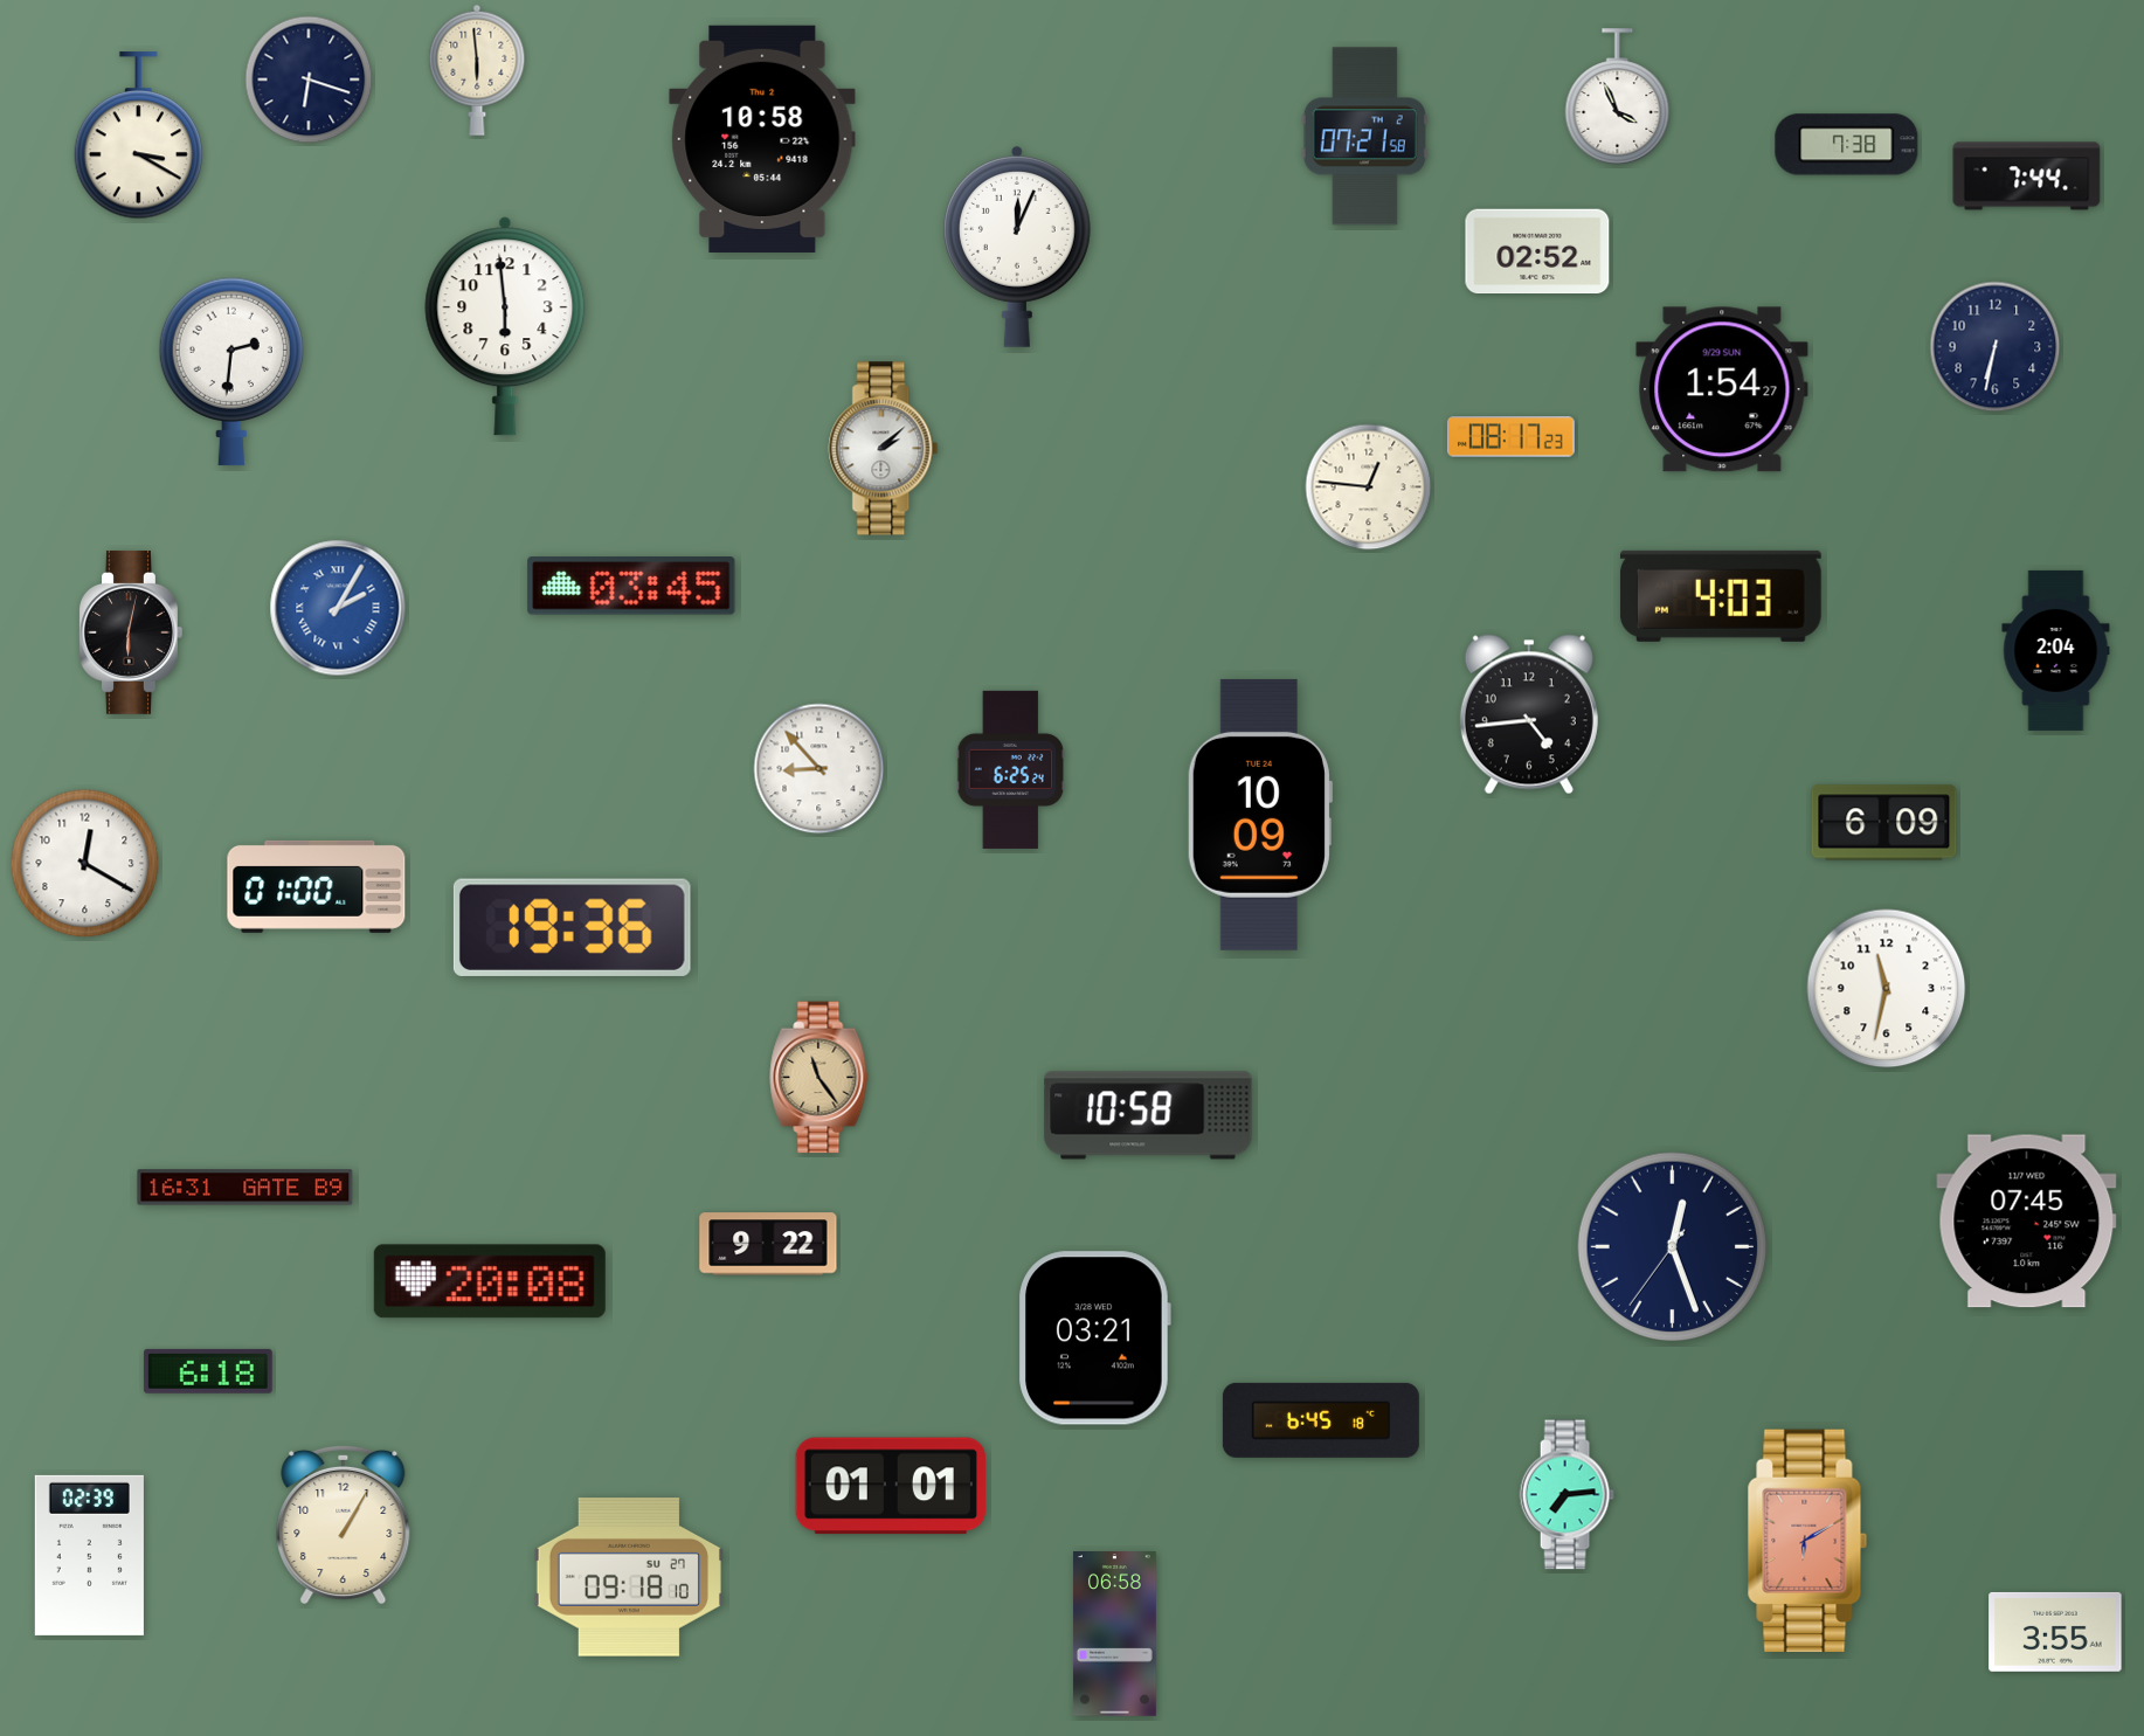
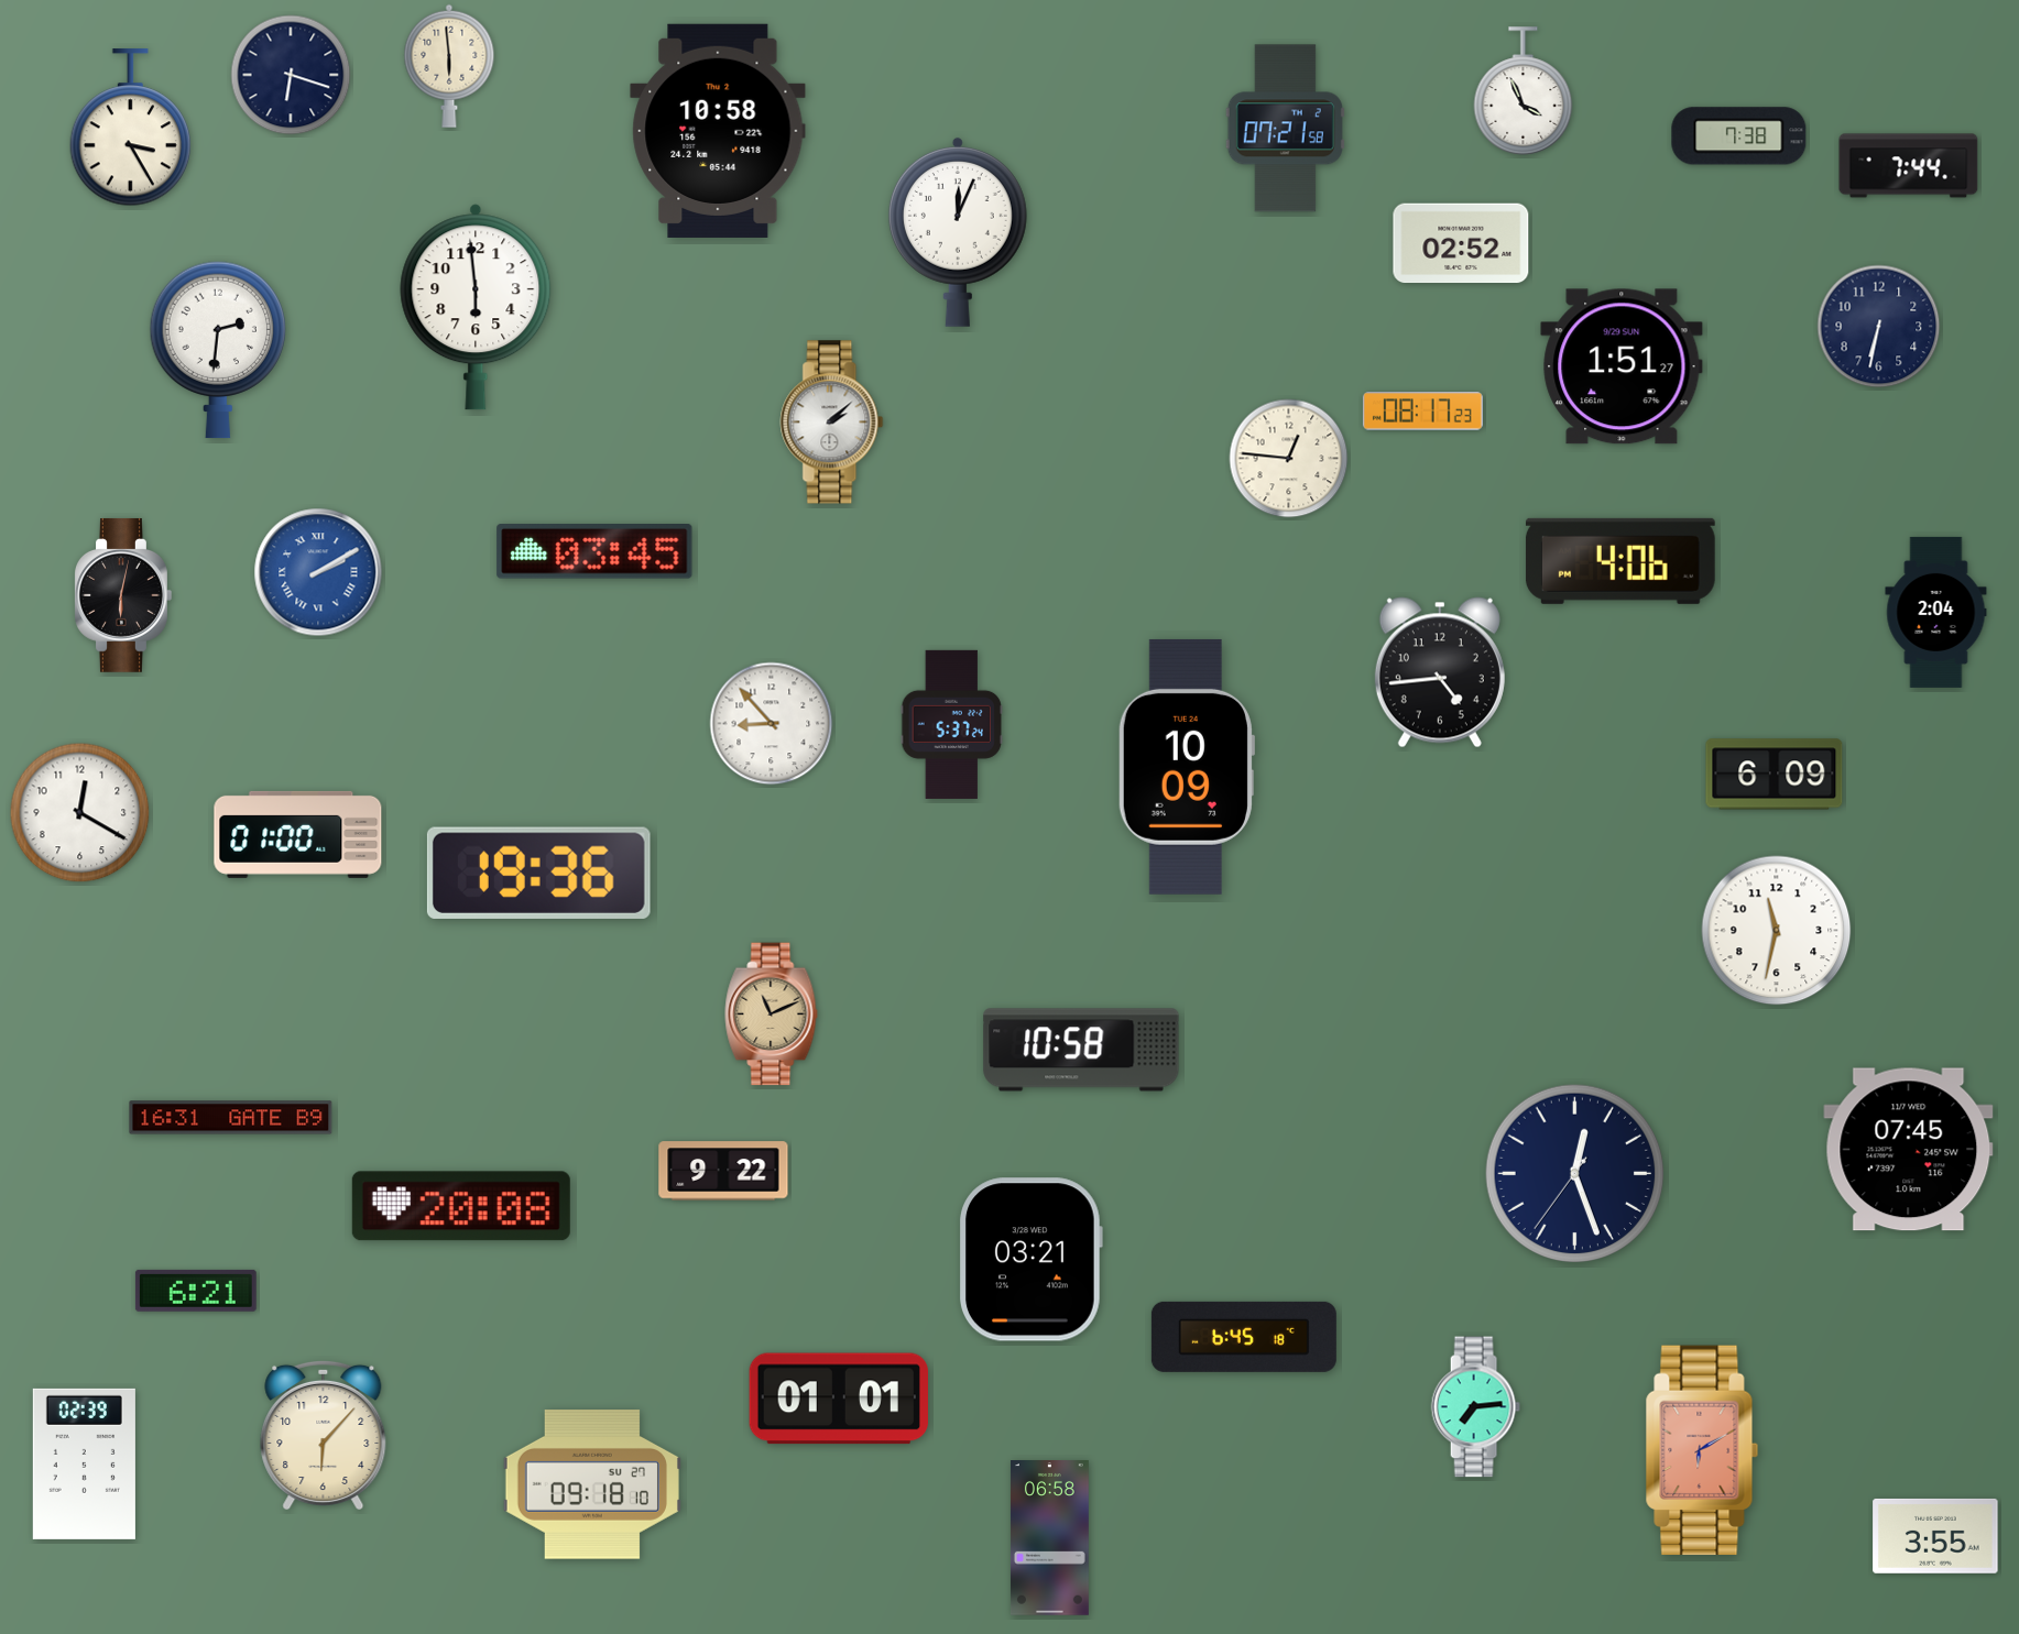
clock at (139, 136): 3:20 -> 3:25
clock at (1537, 251) position: (1537, 251) -> (1461, 243)
clock at (1722, 389): 1:54 -> 1:51
clock at (1721, 596): 4:03 -> 4:06
clock at (338, 608): 2:05 -> 2:10
clock at (1010, 769): 6:25 -> 5:37
clock at (819, 1078): 11:24 -> 11:11
clock at (208, 1371): 6:18 -> 6:21
clock at (344, 1523): 1:05 -> 6:07
